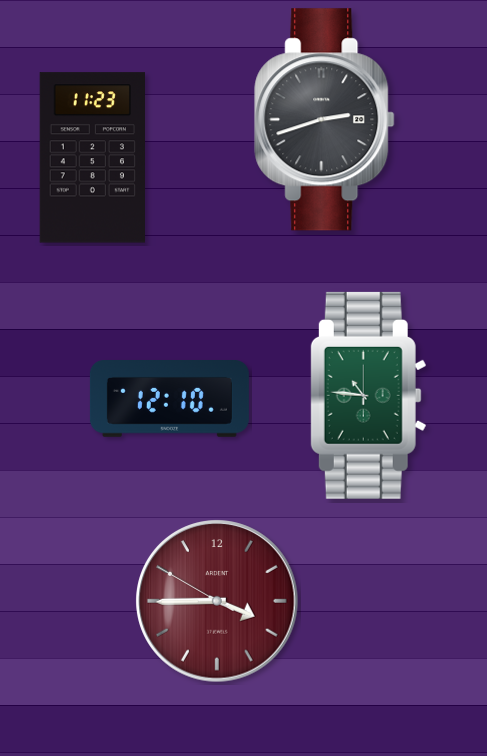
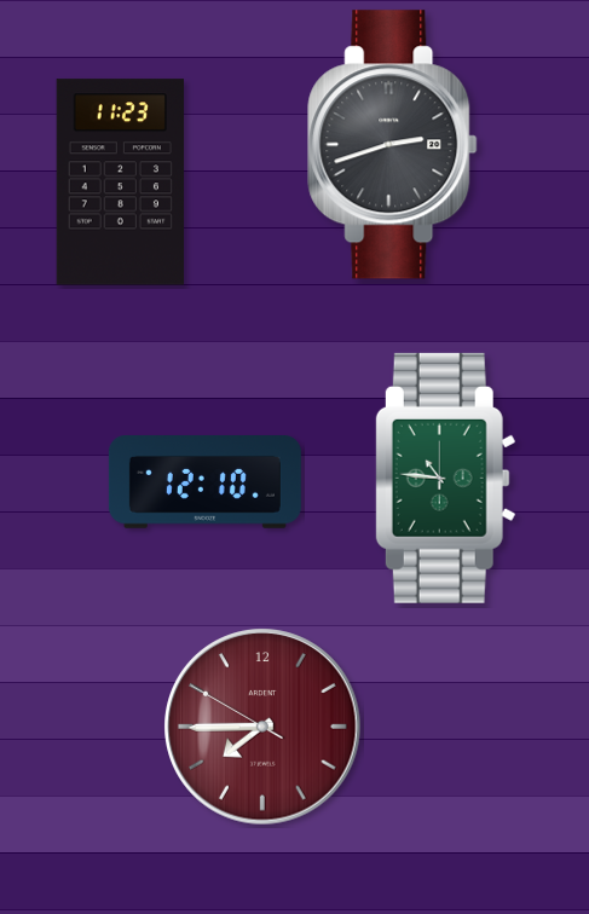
clock at (92, 158) position: (92, 158) -> (120, 183)
clock at (217, 601): 3:44 -> 7:44
